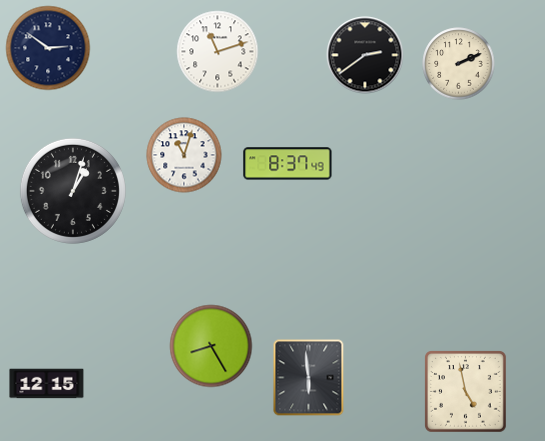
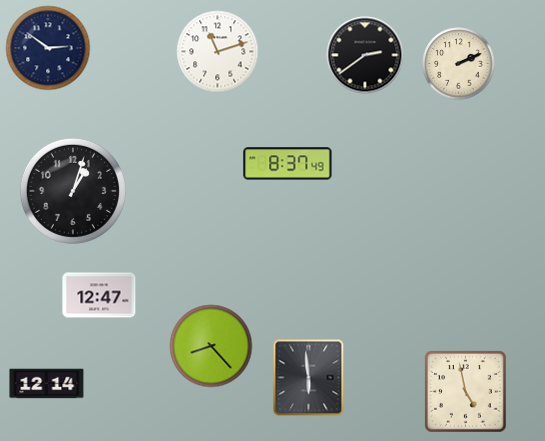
clock at (184, 155): 11:03 -> none
clock at (99, 295): none -> 12:47
clock at (211, 346): 8:25 -> 8:23
clock at (47, 384): 12:15 -> 12:14
